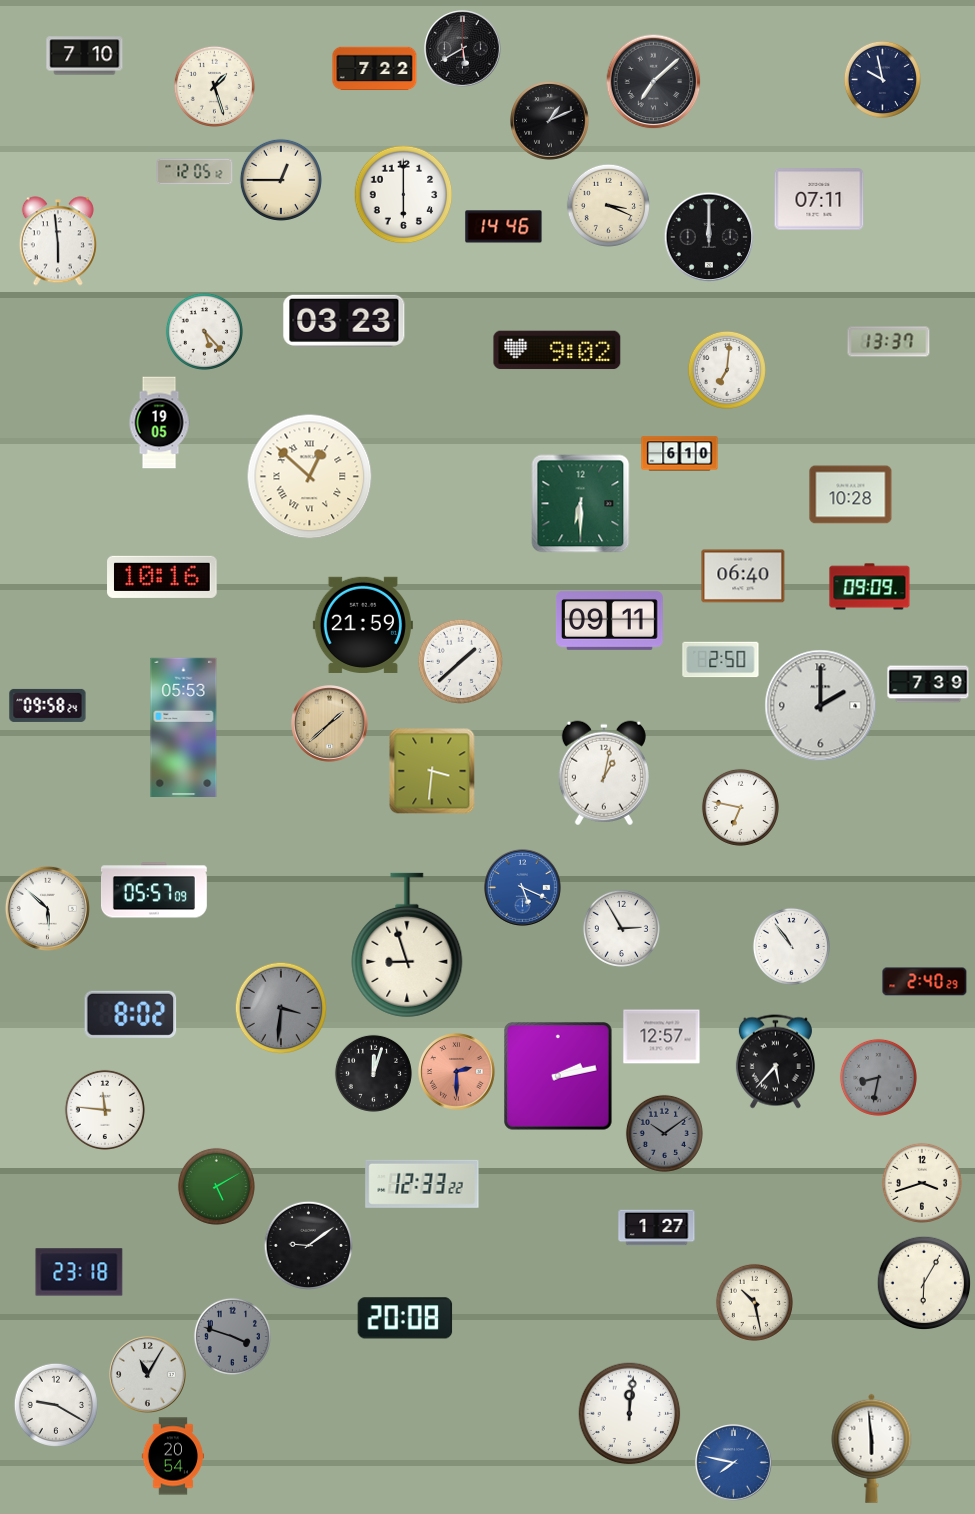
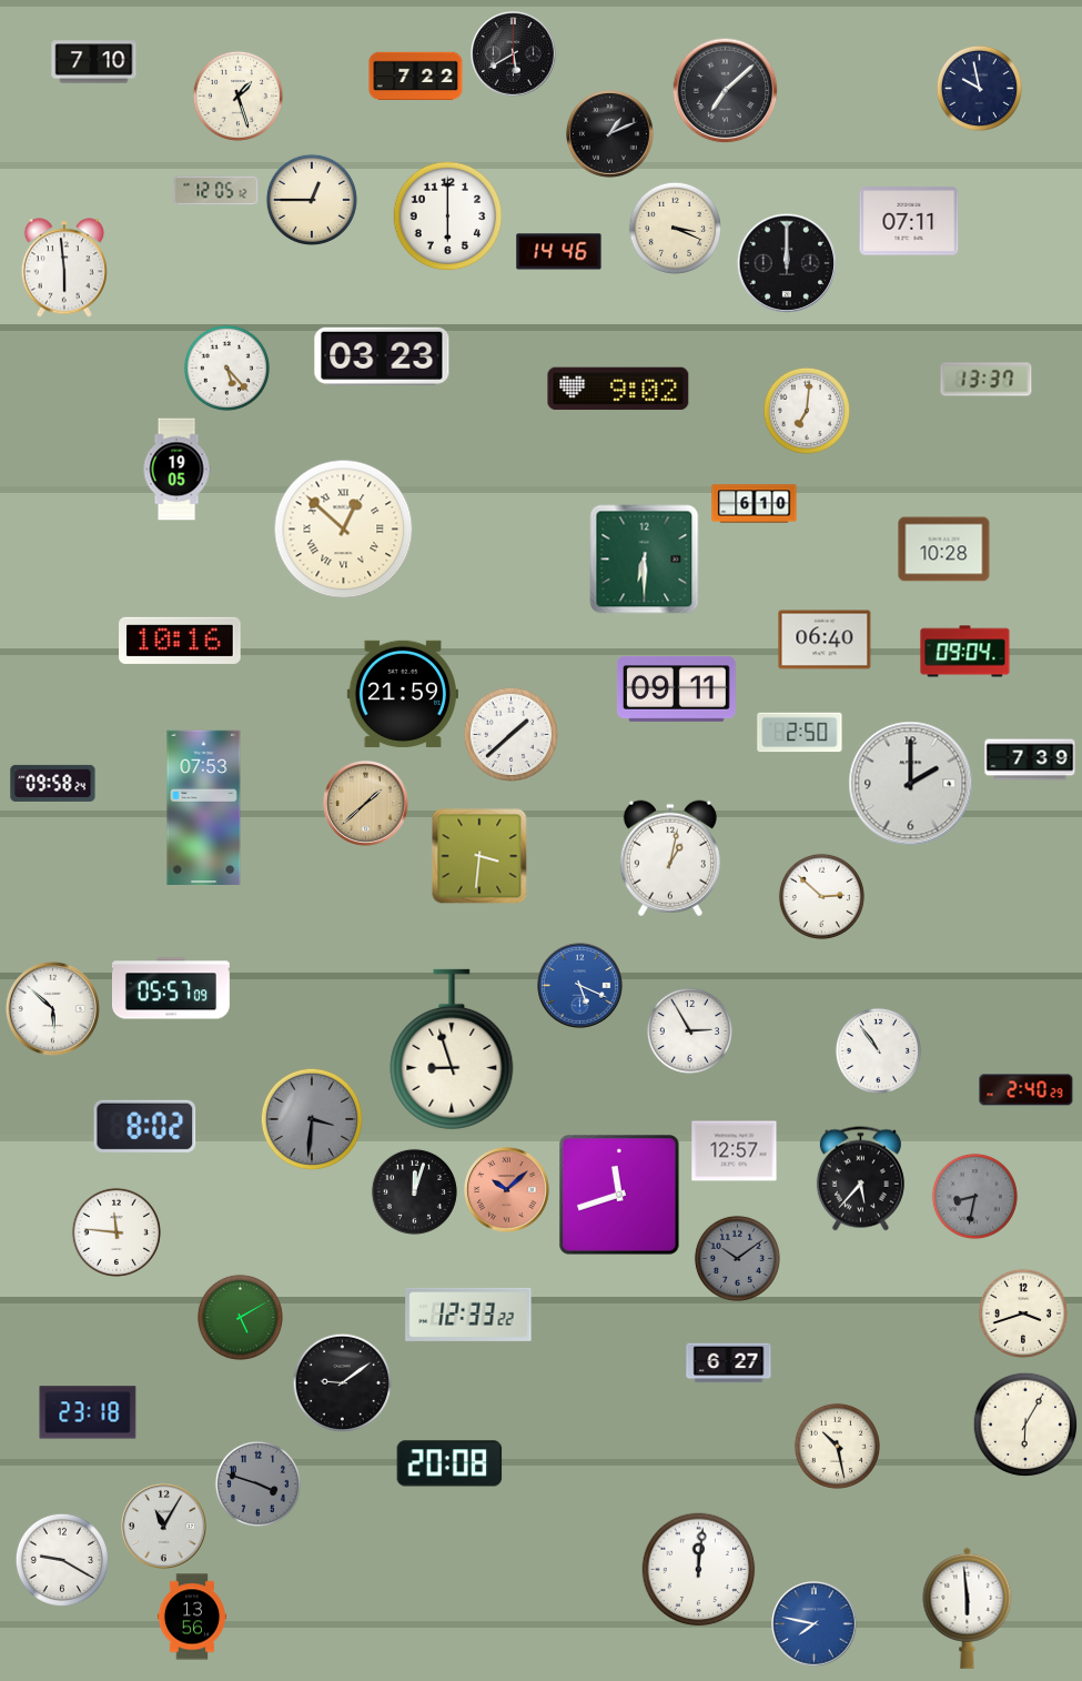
clock at (870, 587): 09:09 -> 09:04
clock at (184, 727): 05:53 -> 07:53
clock at (740, 807): 6:47 -> 2:52
clock at (457, 1072): 2:30 -> 10:08
clock at (558, 1076): 2:13 -> 11:42
clock at (657, 1228): 1:27 -> 6:27
clock at (173, 1456): 20:54 -> 13:56
